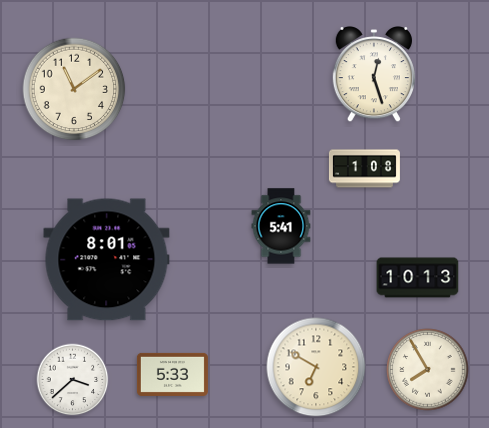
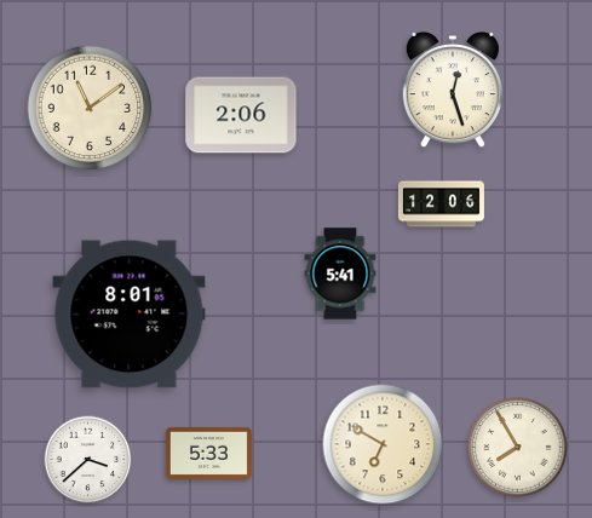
clock at (241, 115): none -> 2:06
clock at (364, 169): 1:08 -> 12:06
clock at (418, 278): 10:13 -> none
